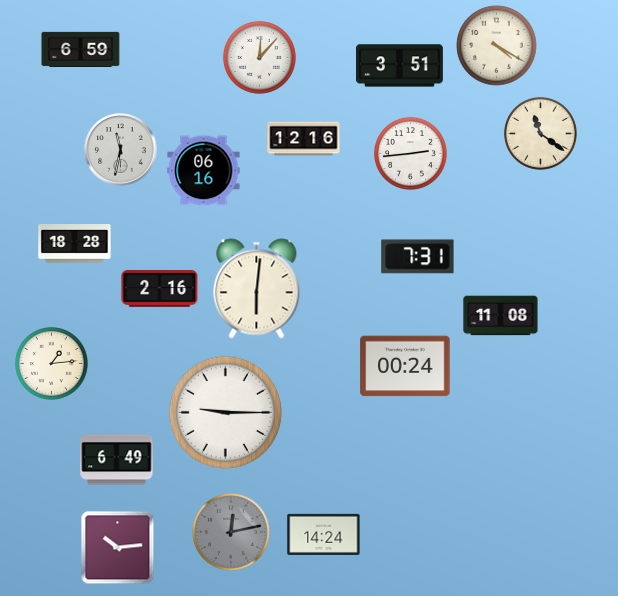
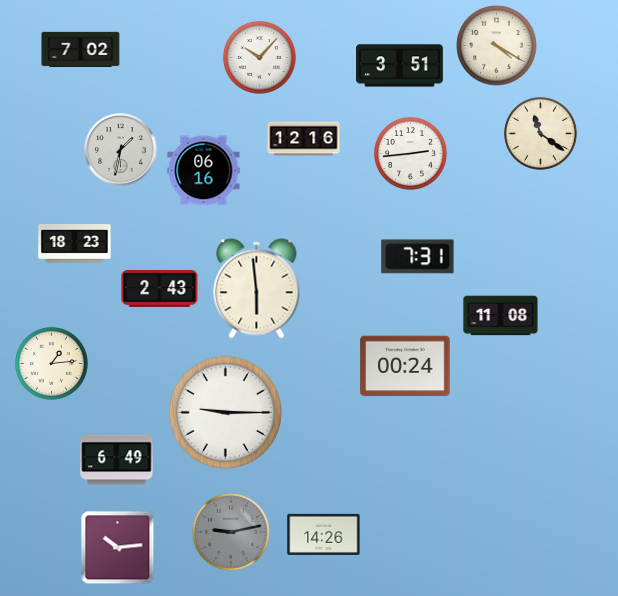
clock at (81, 49): 6:59 -> 7:02
clock at (259, 57): 12:07 -> 10:07
clock at (121, 150): 11:32 -> 1:32
clock at (75, 244): 18:28 -> 18:23
clock at (160, 288): 2:16 -> 2:43
clock at (257, 289): 6:01 -> 5:59
clock at (231, 532): 12:13 -> 9:13
clock at (324, 534): 14:24 -> 14:26
